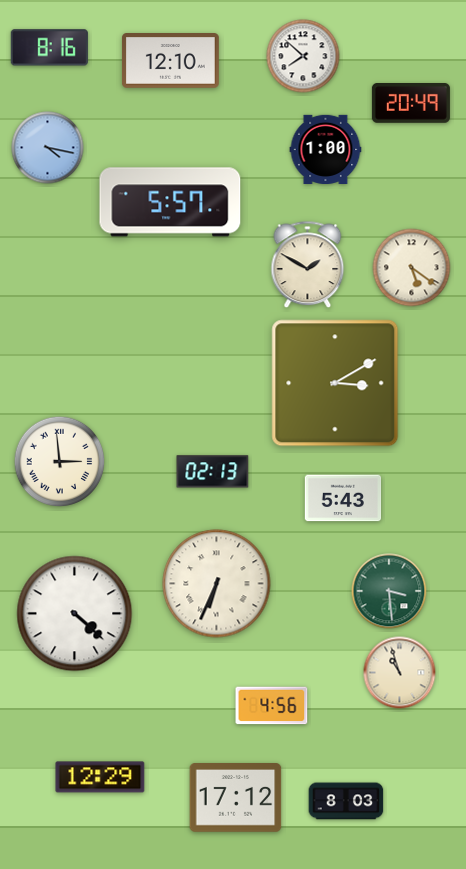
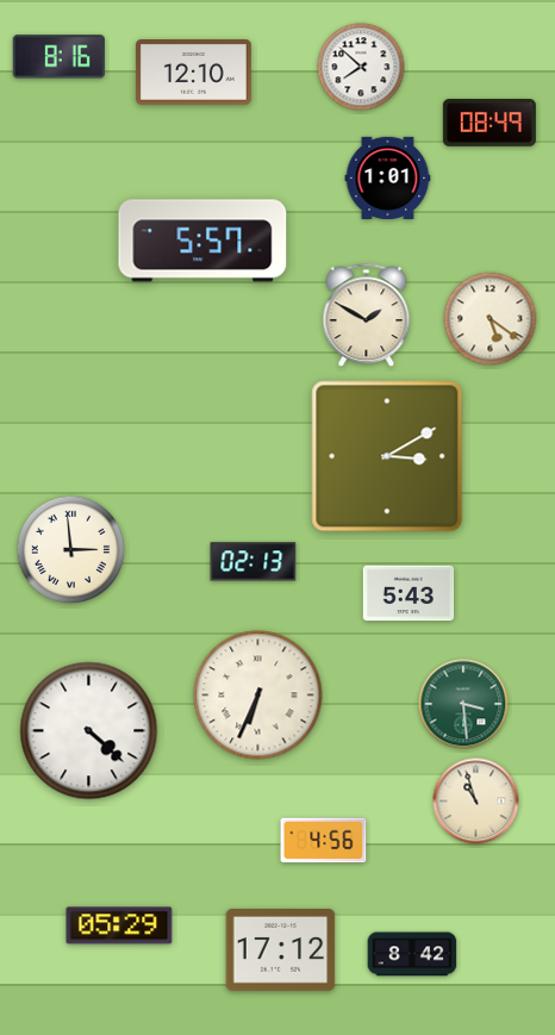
clock at (170, 61) position: (170, 61) -> (193, 73)
clock at (411, 103): 20:49 -> 08:49
clock at (48, 148): 4:17 -> none
clock at (326, 149): 1:00 -> 1:01
clock at (335, 383) position: (335, 383) -> (387, 456)
clock at (100, 777): 12:29 -> 05:29
clock at (346, 801): 8:03 -> 8:42
